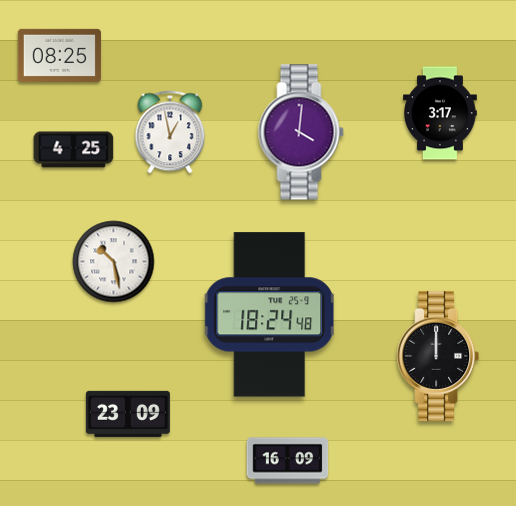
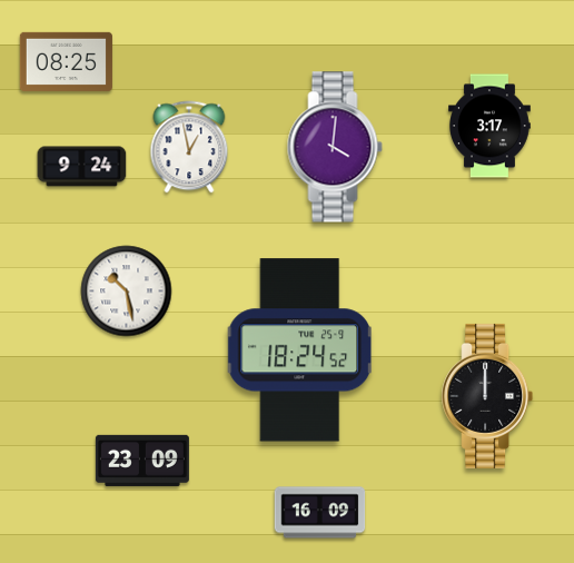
clock at (74, 150): 4:25 -> 9:24
clock at (270, 315): 18:24:48 -> 18:24:52
